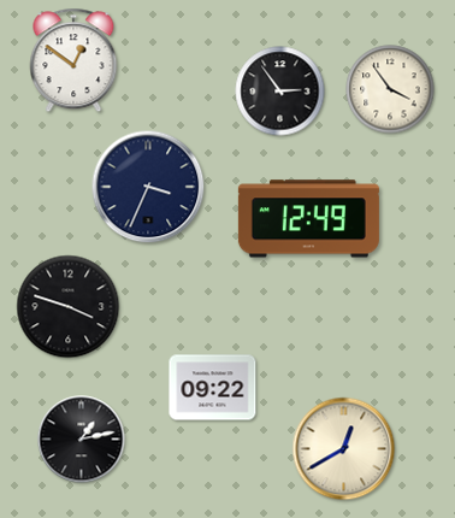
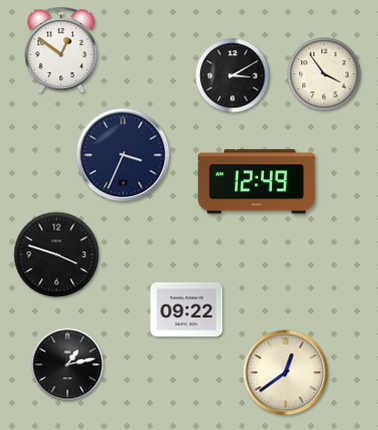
clock at (280, 92): 2:54 -> 3:10
clock at (213, 388) position: (213, 388) -> (187, 310)
clock at (344, 449): 12:40 -> 12:39
